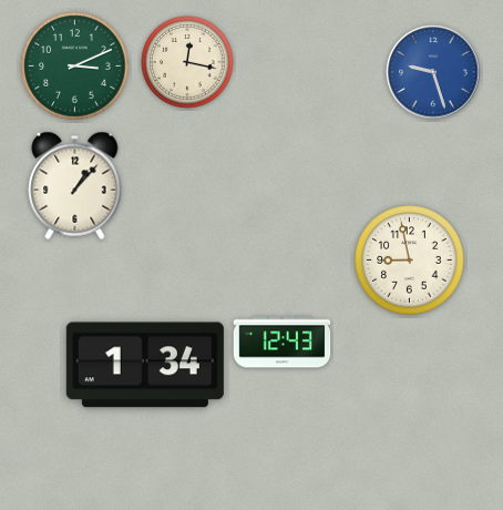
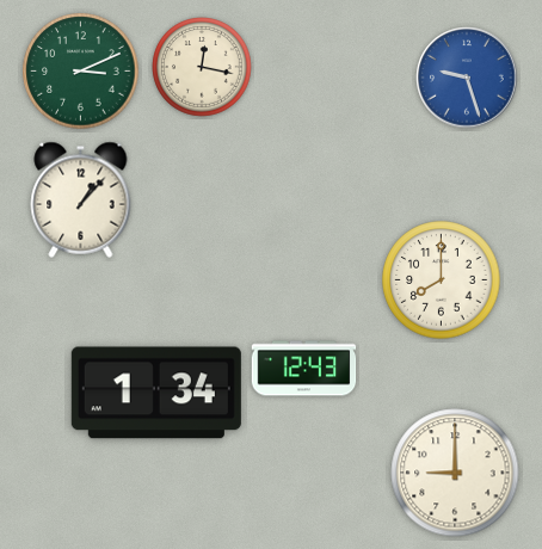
clock at (410, 261): 8:58 -> 8:00
clock at (455, 473): none -> 9:00
